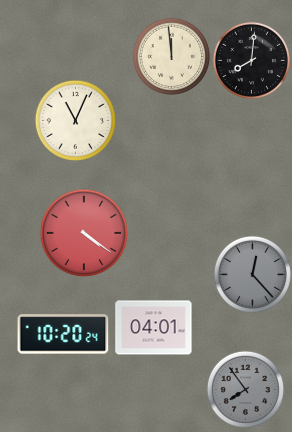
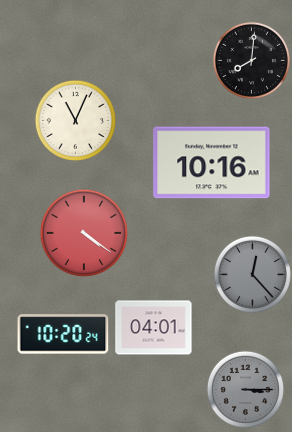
clock at (171, 56): 11:59 -> none
clock at (212, 163): none -> 10:16
clock at (245, 389): 7:54 -> 3:15
